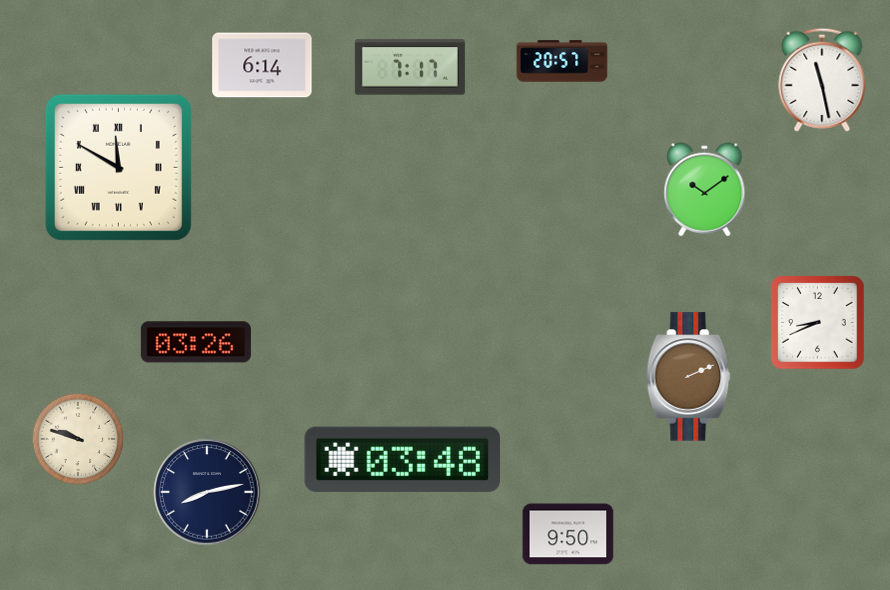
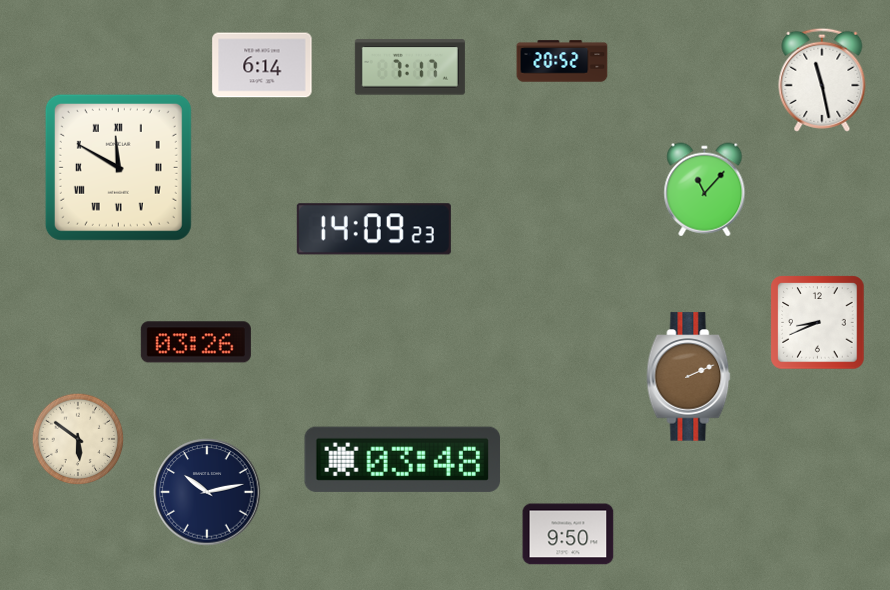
clock at (562, 61): 20:57 -> 20:52
clock at (705, 190): 10:09 -> 11:07
clock at (374, 229): none -> 14:09
clock at (78, 439): 9:48 -> 5:51
clock at (207, 492): 8:13 -> 10:13
